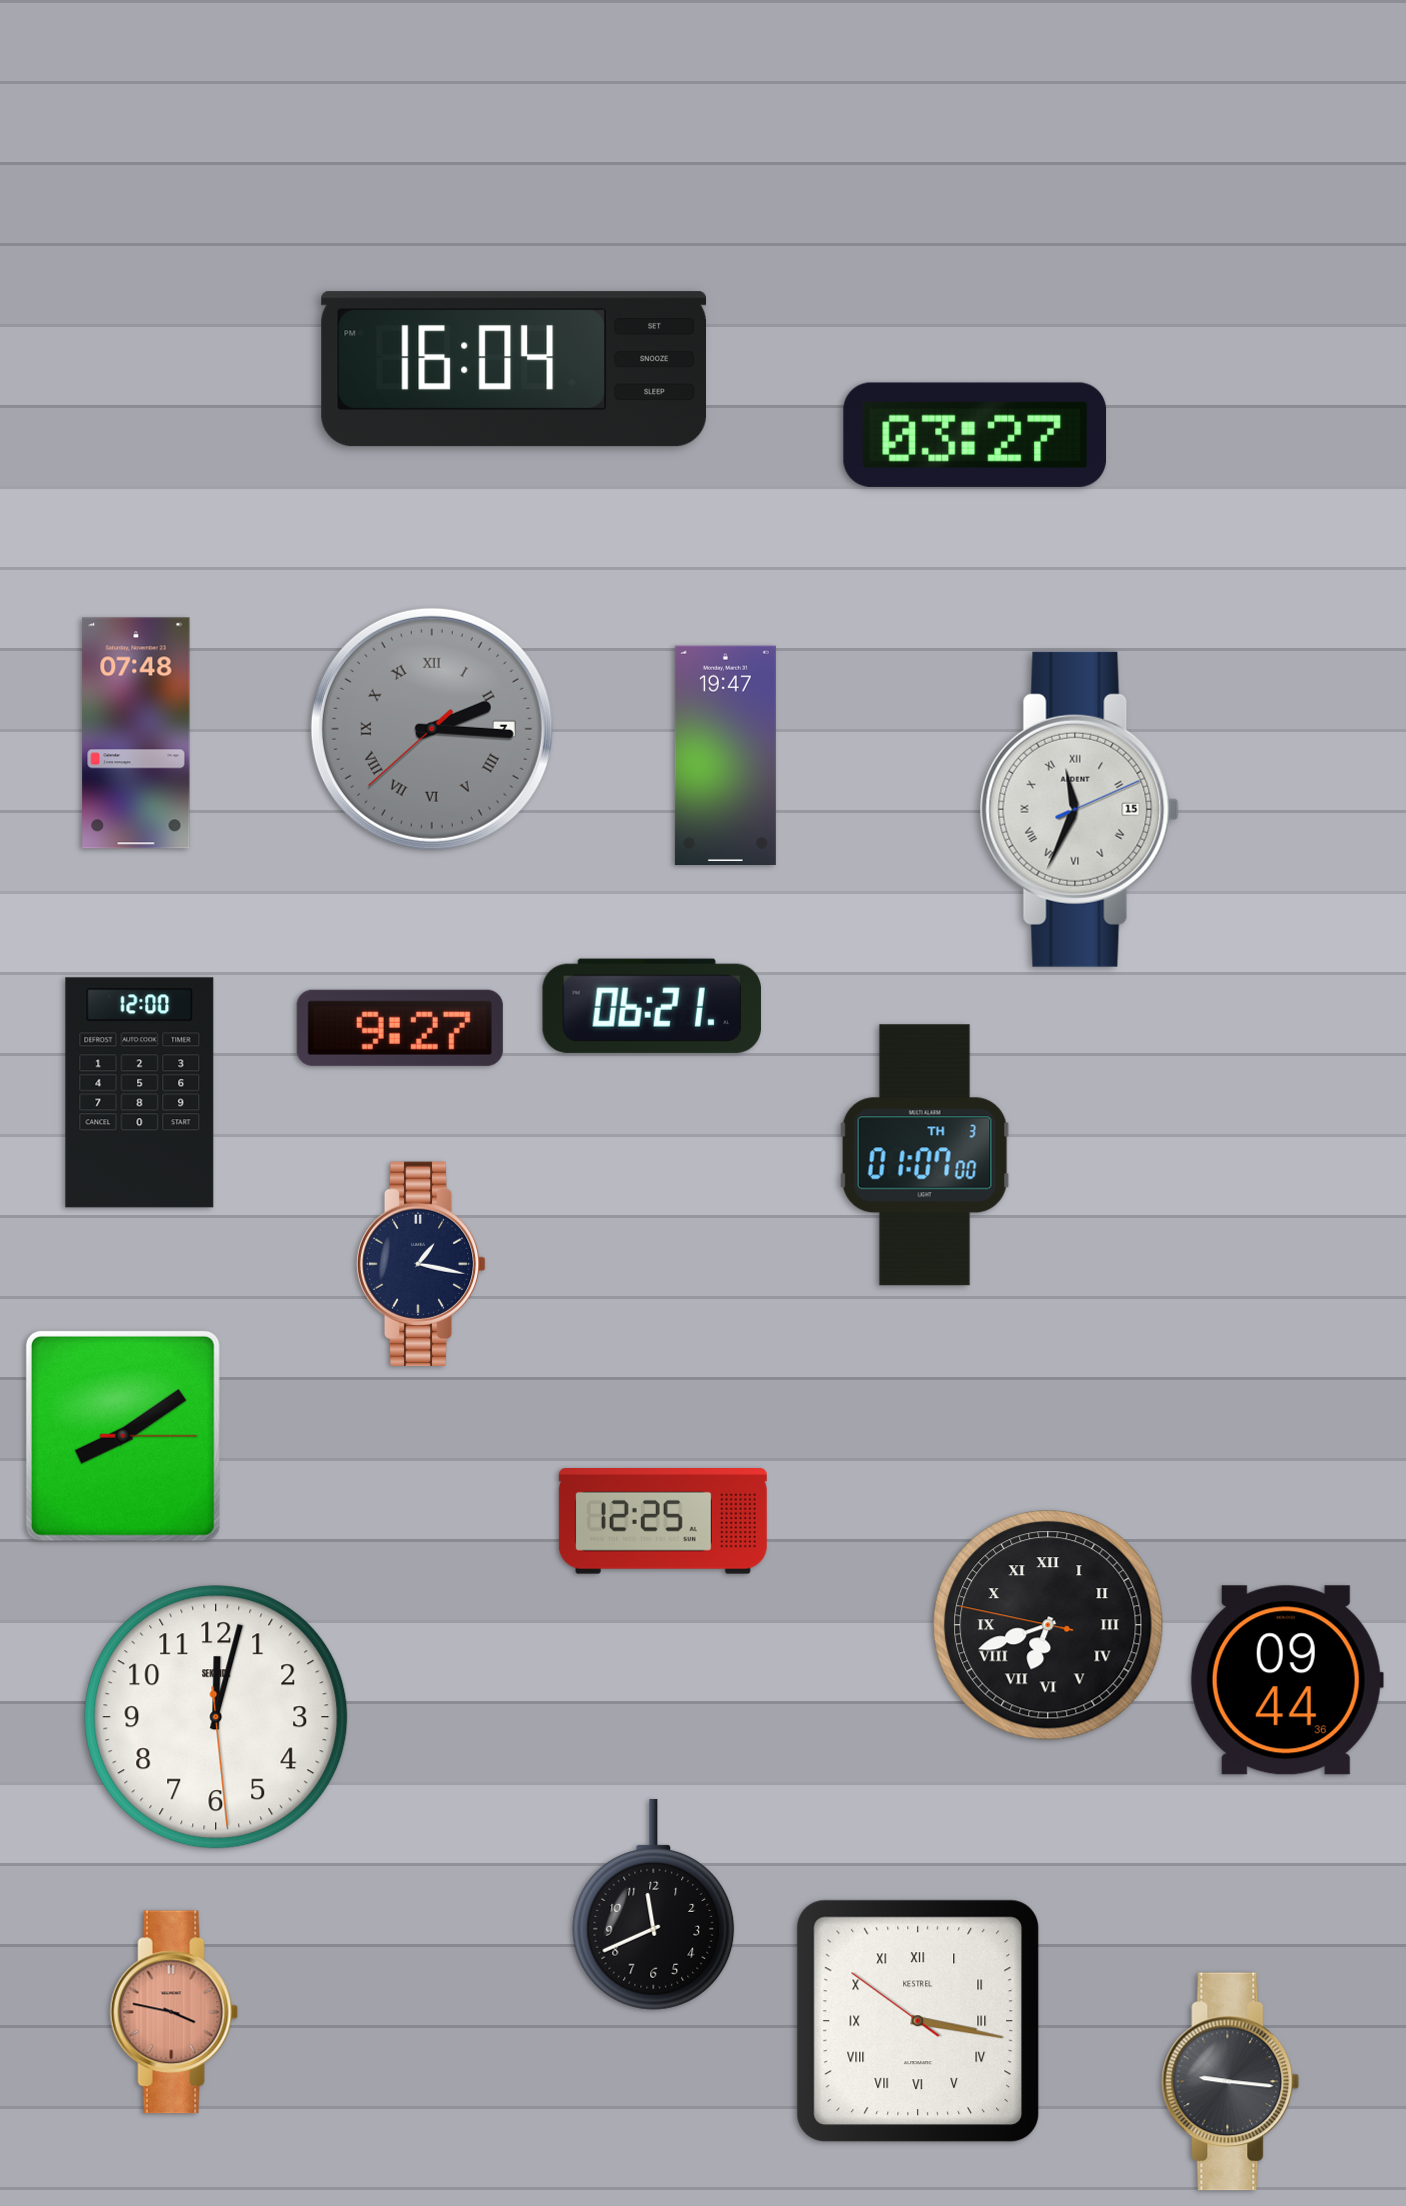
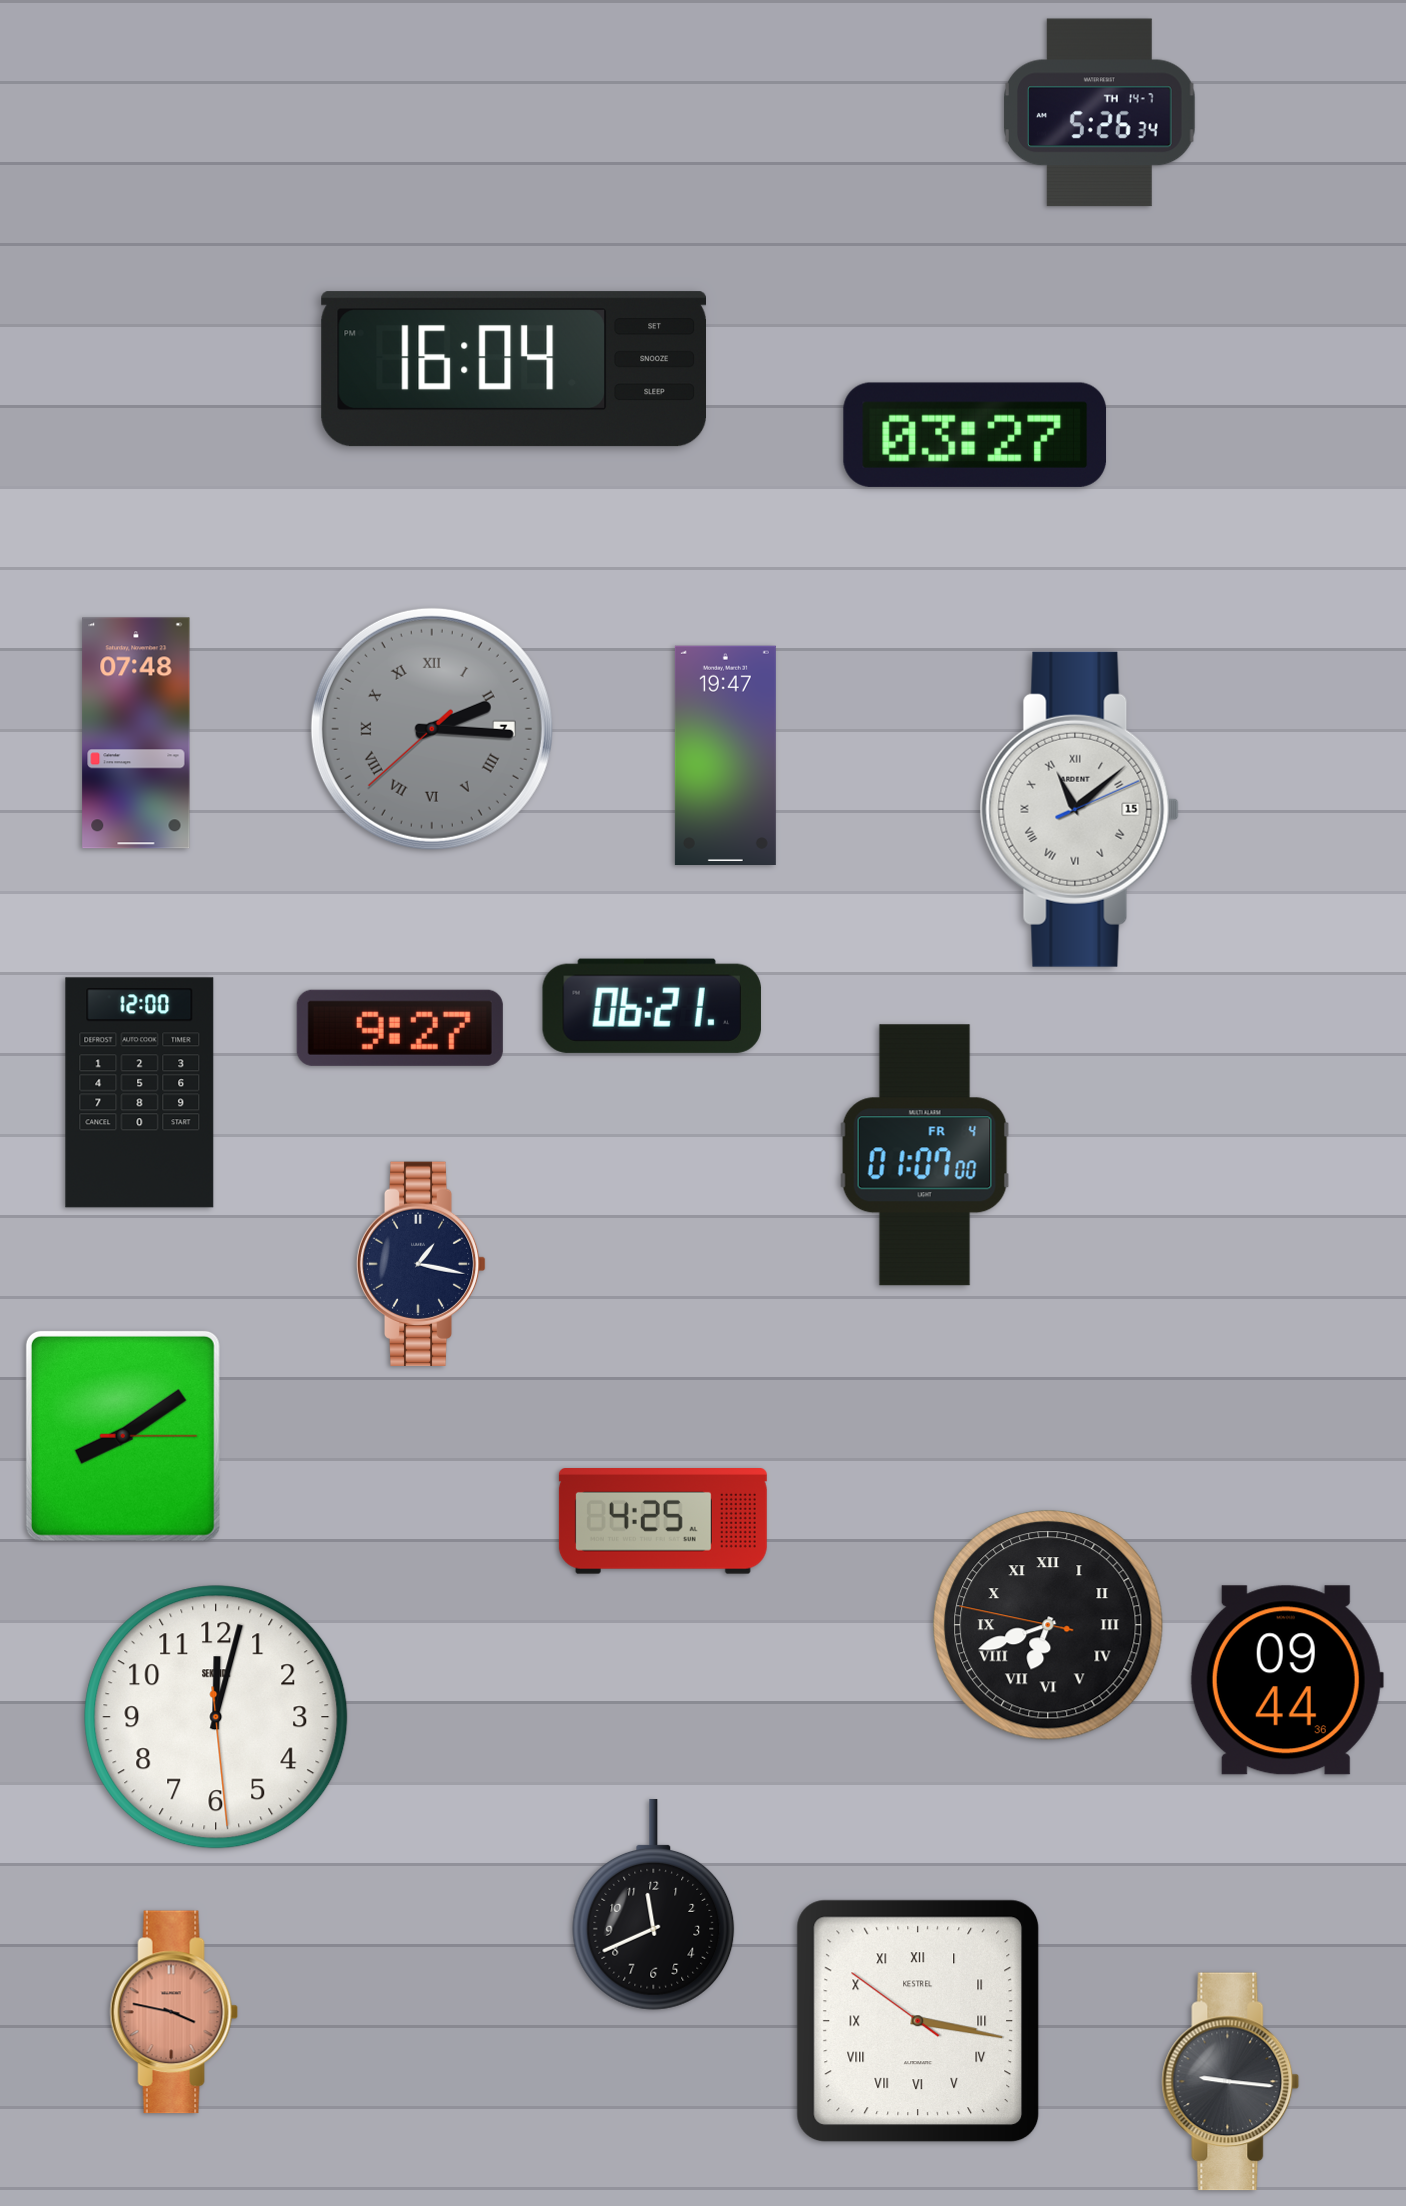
clock at (1100, 113): none -> 5:26
clock at (1079, 809): 11:34 -> 11:08
clock at (925, 1155) date: TH 3 -> FR 4
clock at (663, 1522): 12:25 -> 4:25
